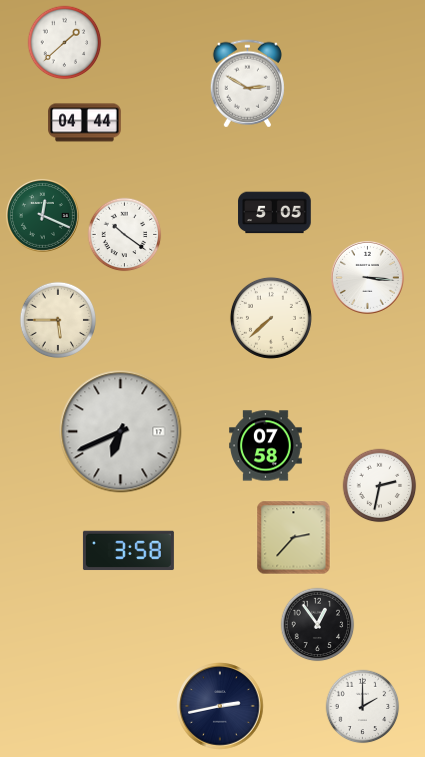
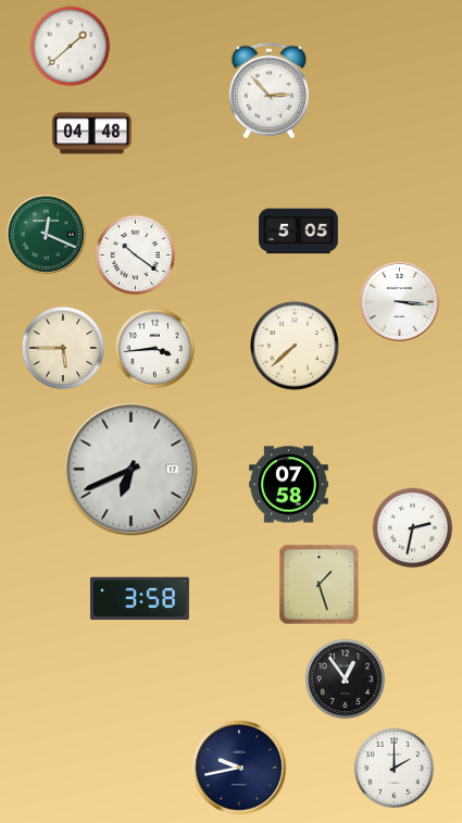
clock at (247, 84): 2:50 -> 2:53
clock at (85, 123): 04:44 -> 04:48
clock at (155, 349): none -> 3:44
clock at (294, 538): 2:37 -> 1:27
clock at (220, 706): 2:43 -> 9:43
